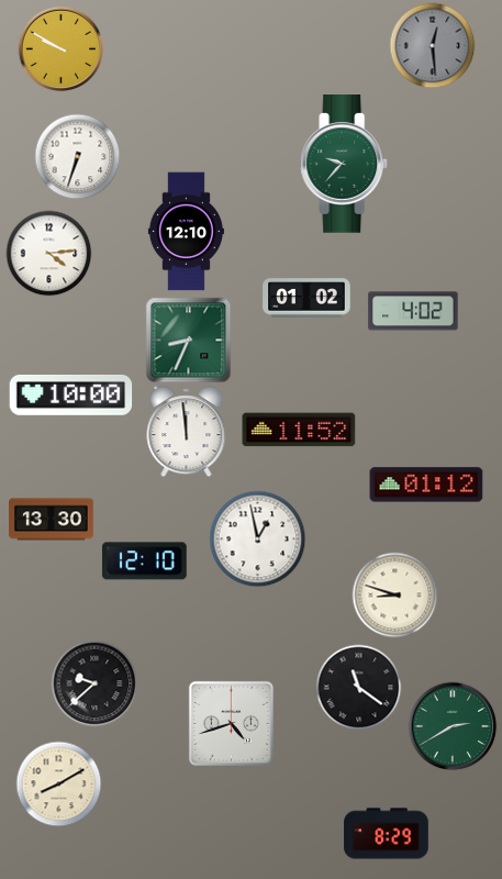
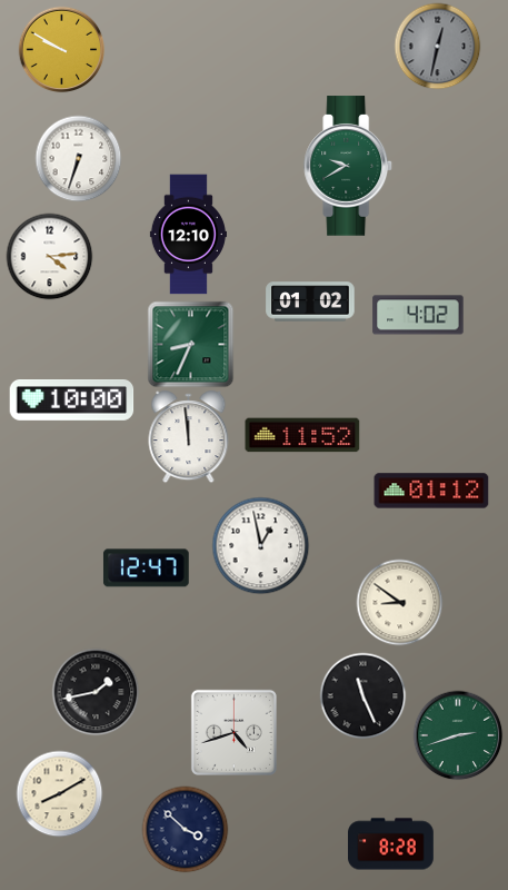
clock at (432, 45): 12:29 -> 12:32
clock at (345, 164): 9:37 -> 9:40
clock at (52, 520): 13:30 -> none
clock at (144, 561): 12:10 -> 12:47
clock at (394, 594): 8:48 -> 8:51
clock at (94, 683): 9:38 -> 1:43
clock at (358, 687): 11:21 -> 11:26
clock at (453, 726): 2:40 -> 2:42
clock at (185, 829): none -> 3:52
clock at (387, 834): 8:29 -> 8:28
